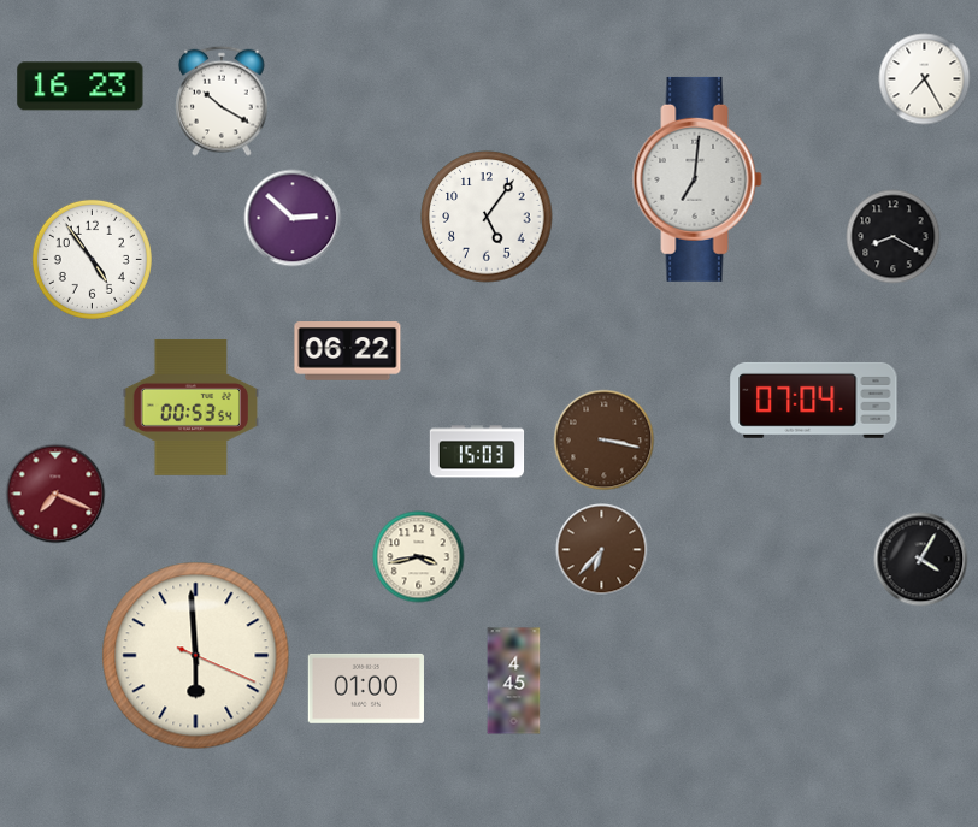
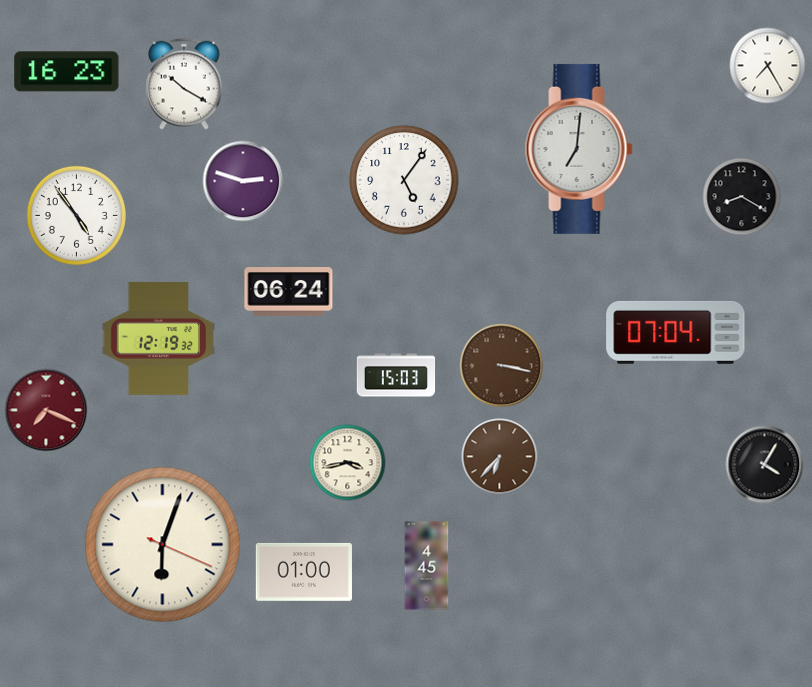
clock at (293, 218): 2:52 -> 2:48
clock at (348, 352): 06:22 -> 06:24
clock at (192, 407): 00:53 -> 12:19
clock at (196, 656): 5:59 -> 6:03
